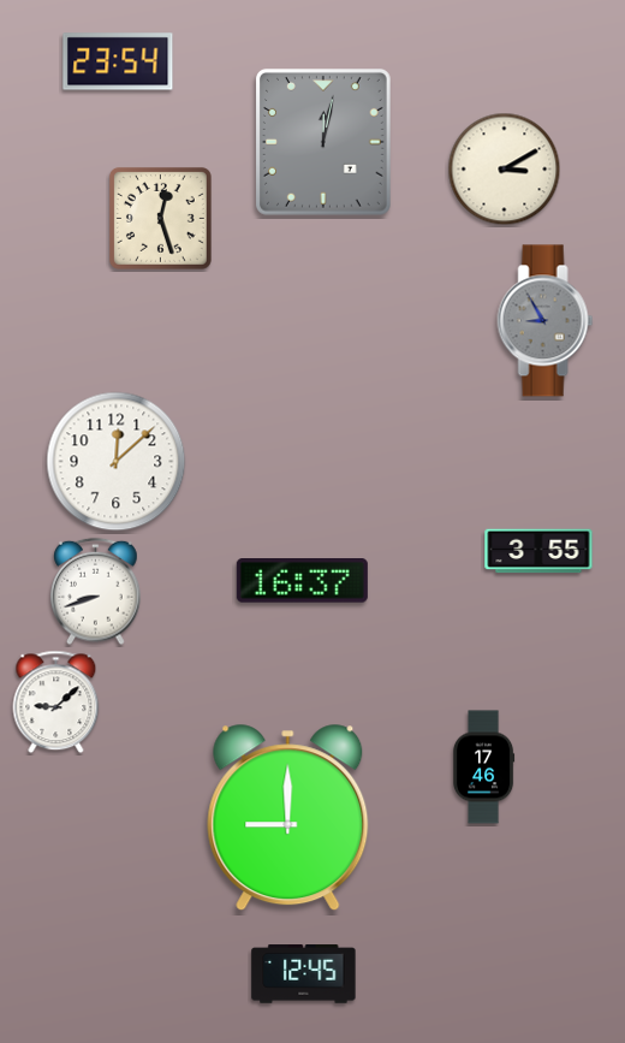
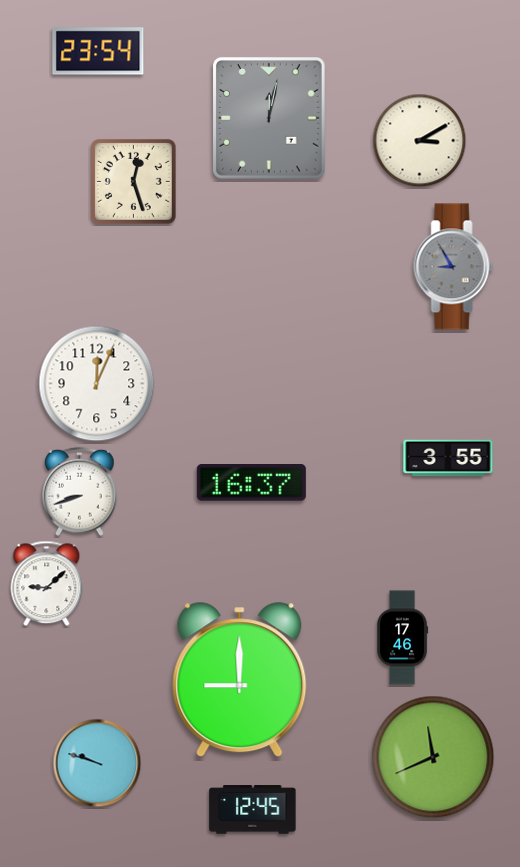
clock at (117, 462): 12:08 -> 12:04
clock at (433, 757): none -> 11:41
clock at (97, 763): none -> 9:48
